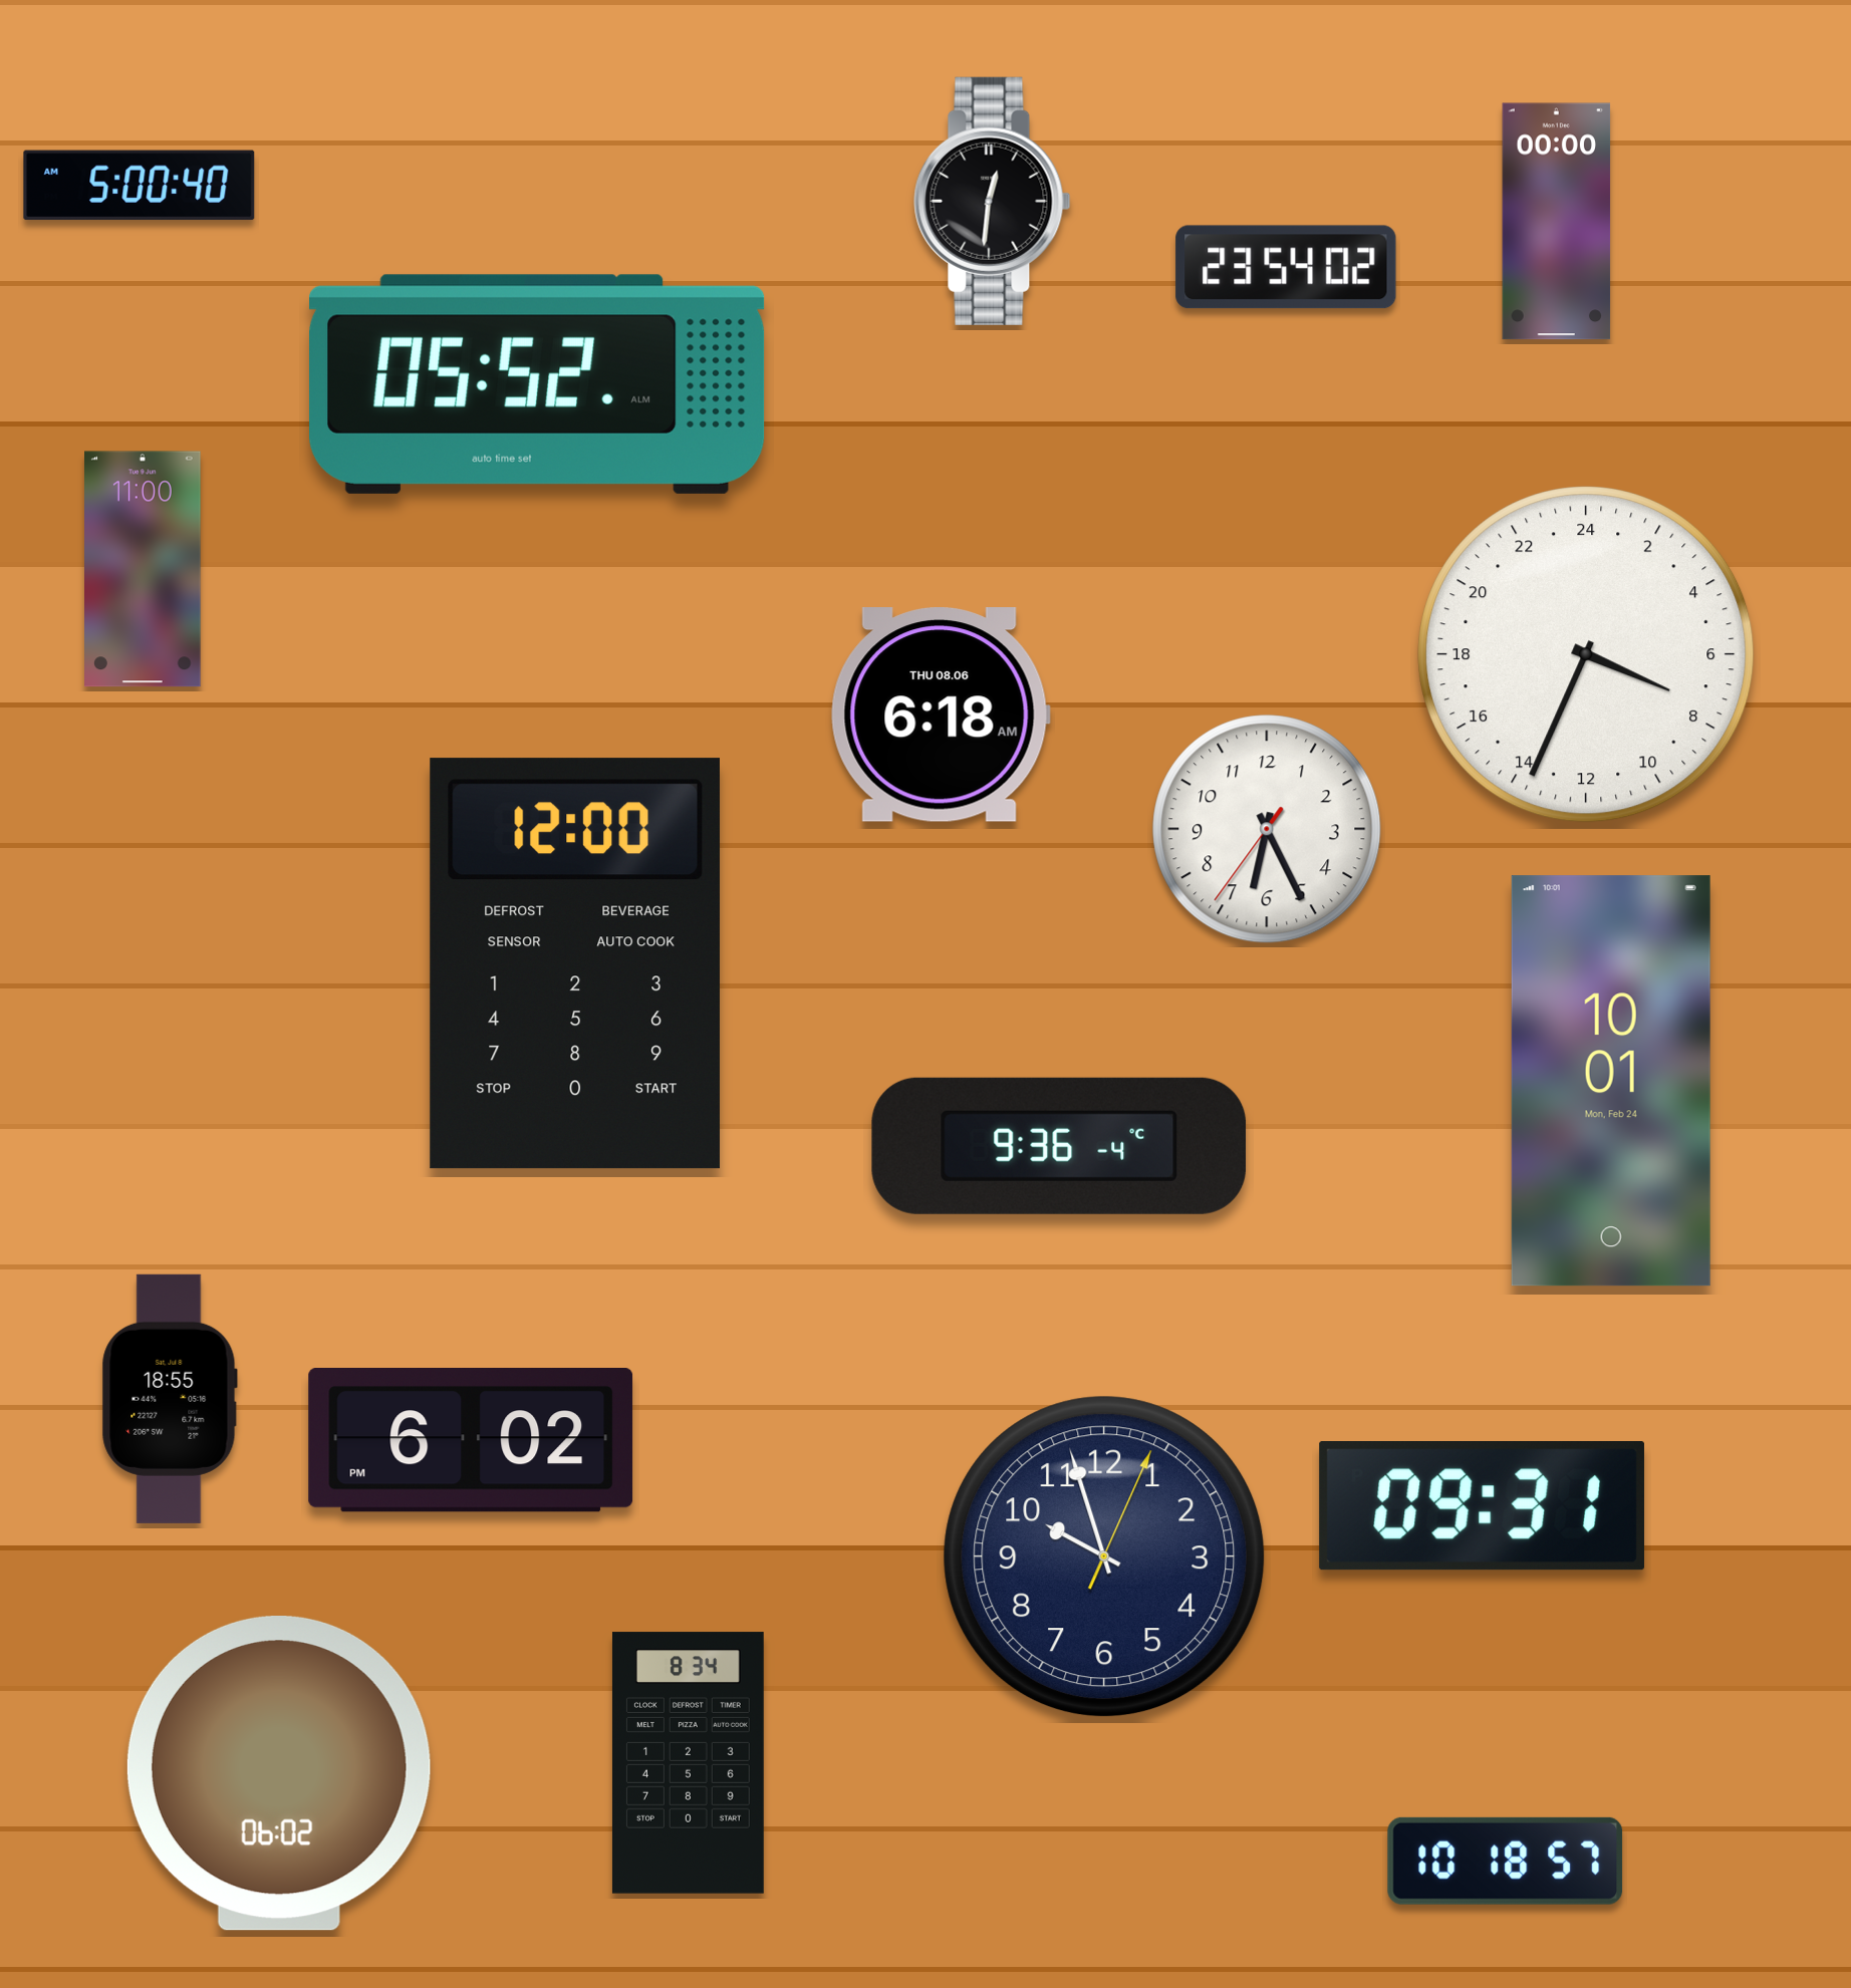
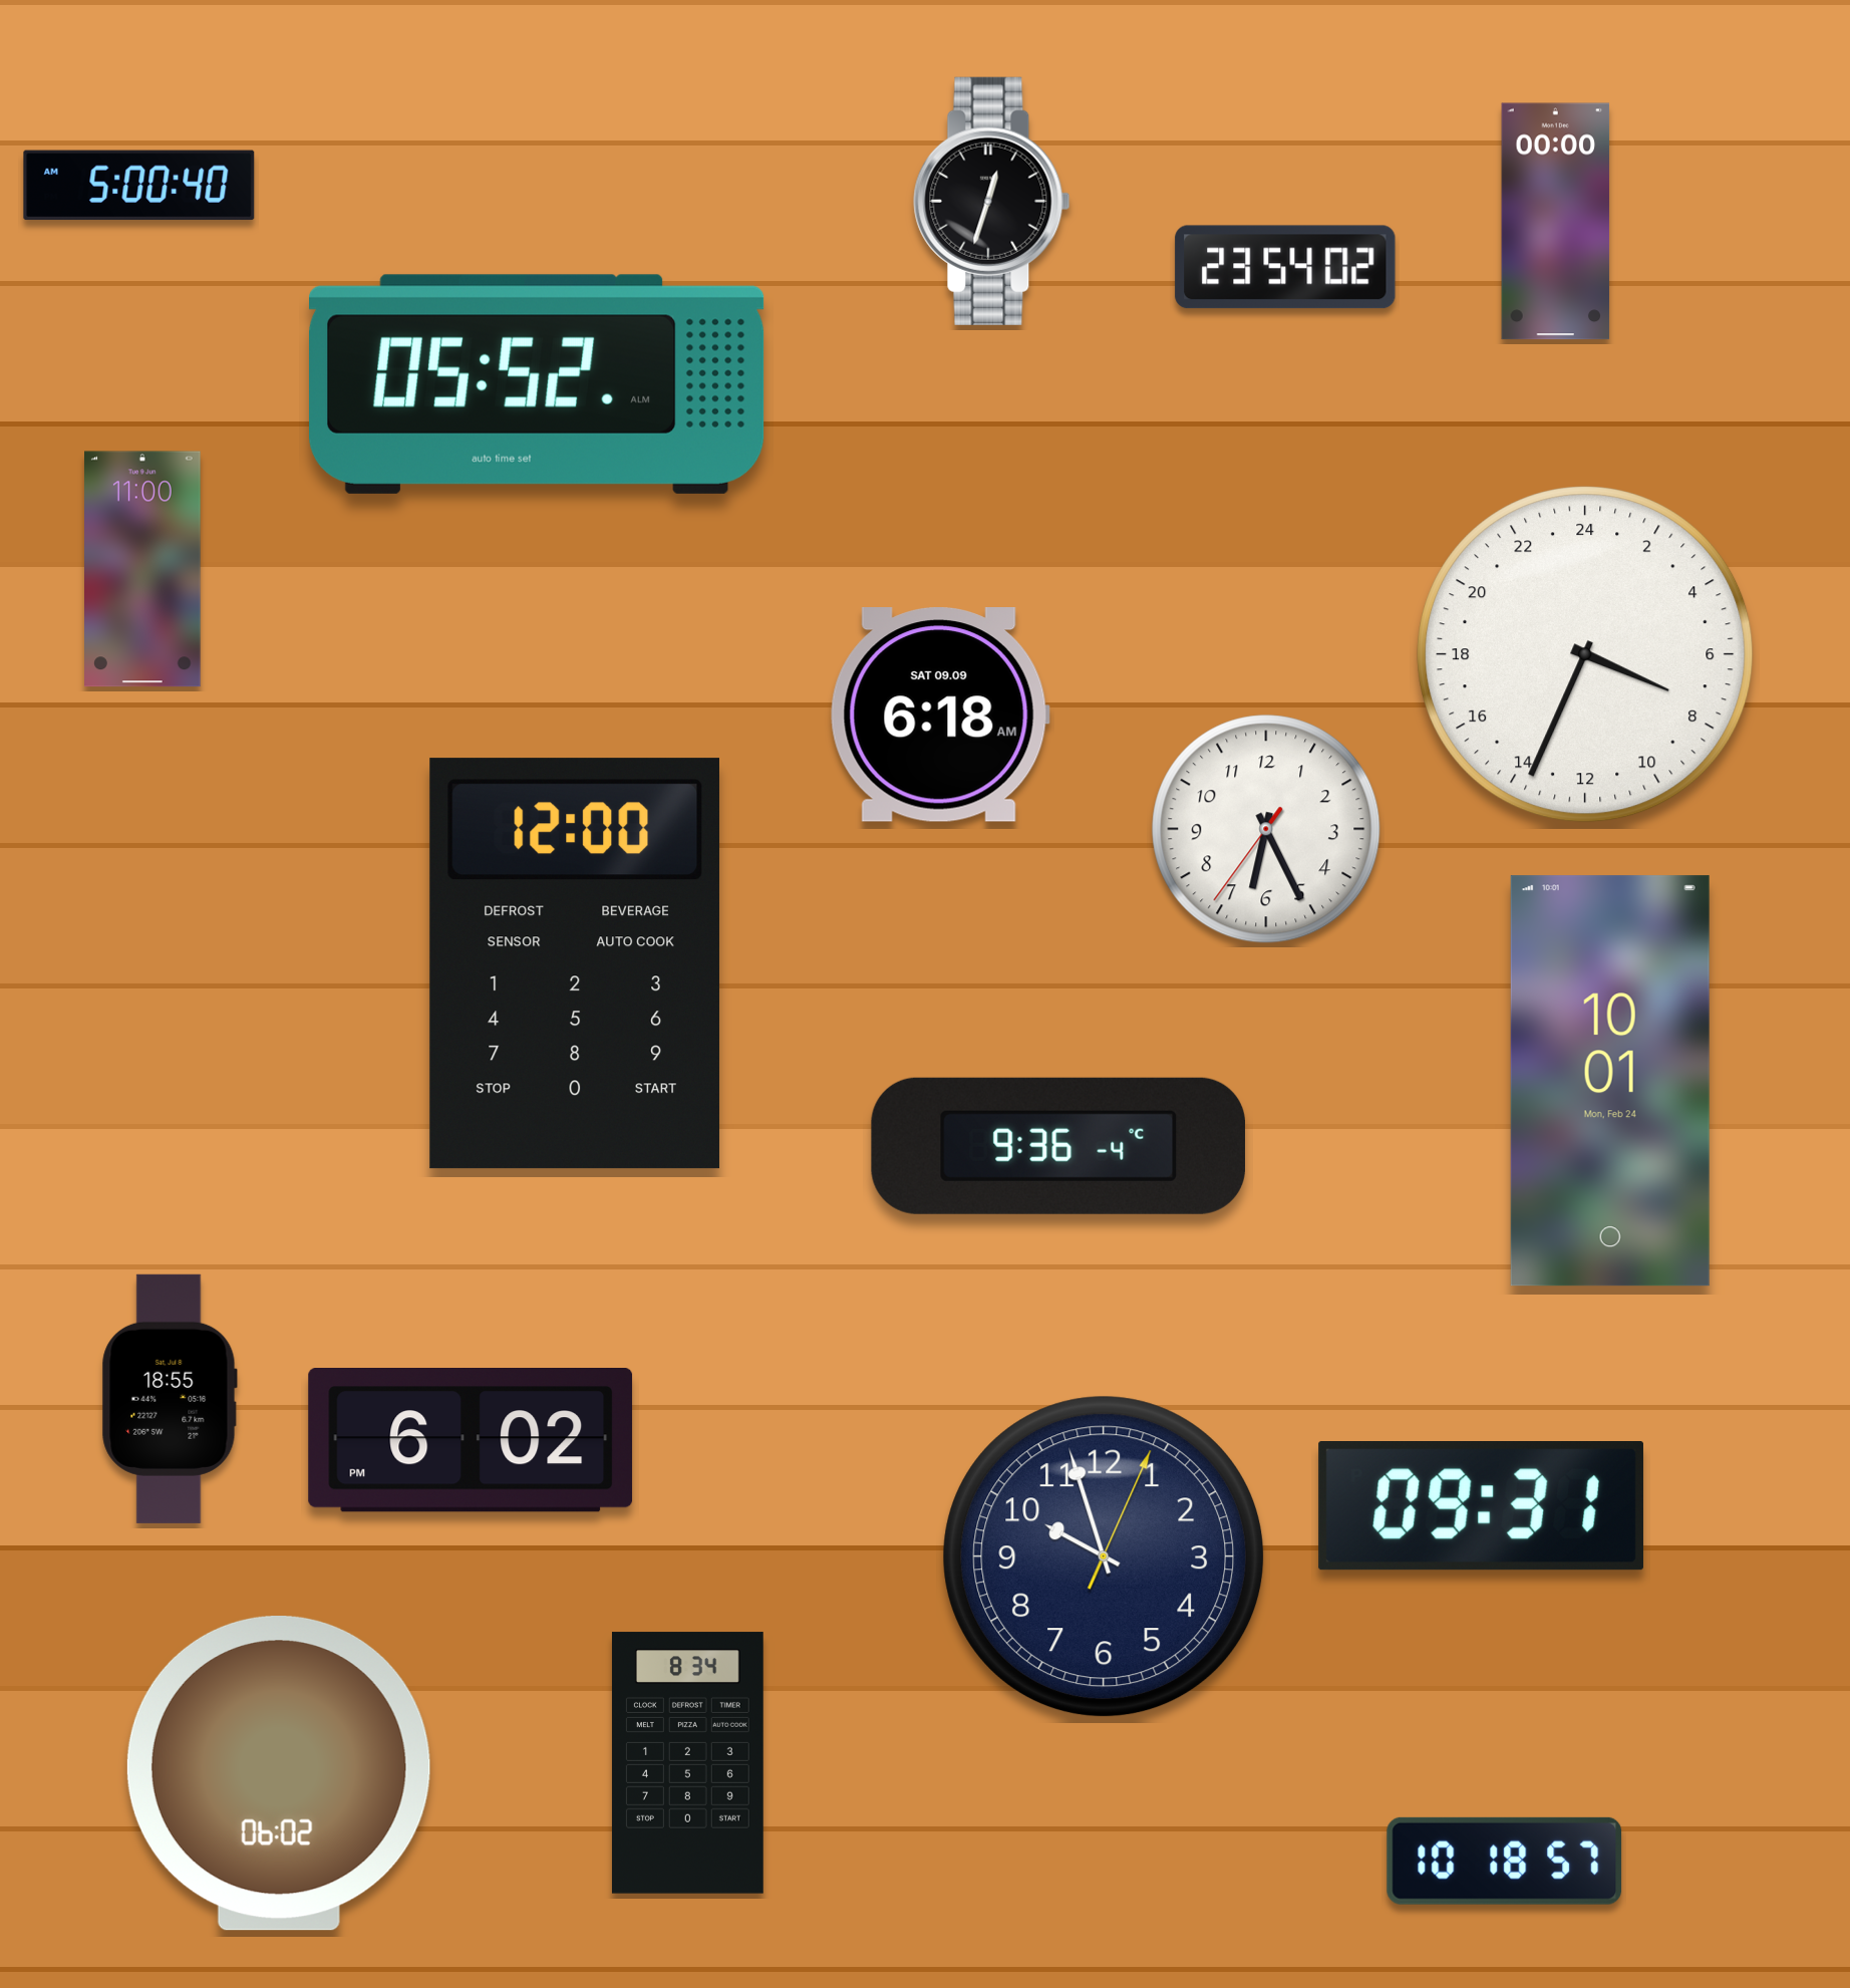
clock at (993, 201): 12:31 -> 12:33
clock at (941, 716) date: THU 08.06 -> SAT 09.09
